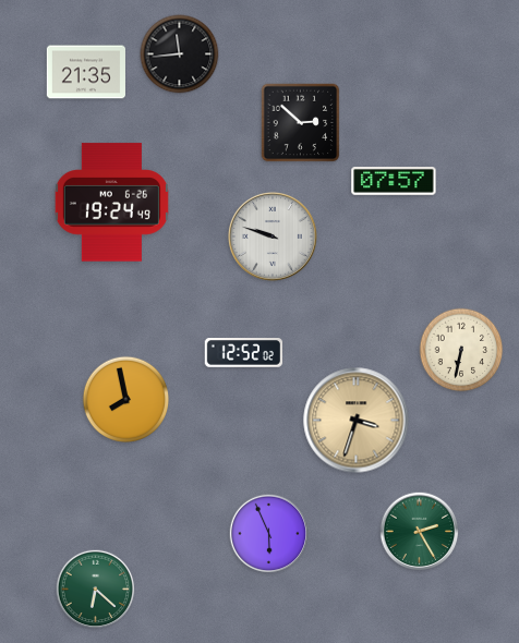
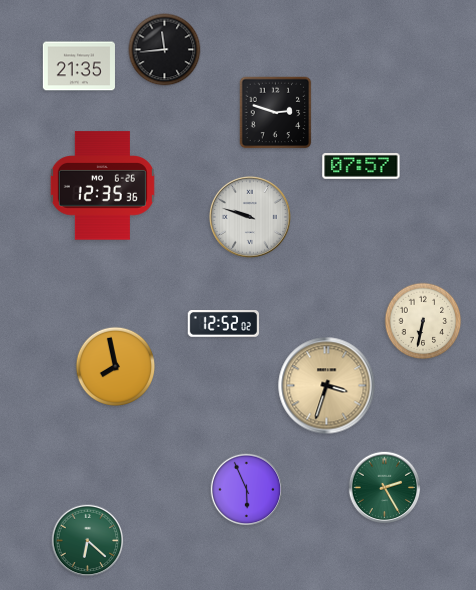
clock at (301, 123): 2:52 -> 2:48
clock at (111, 203): 19:24 -> 12:35
